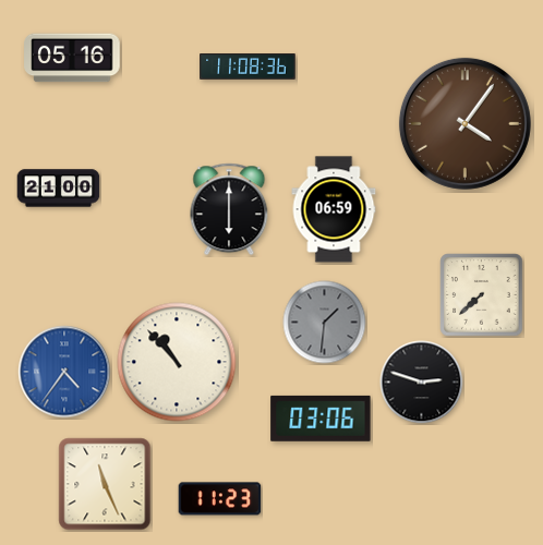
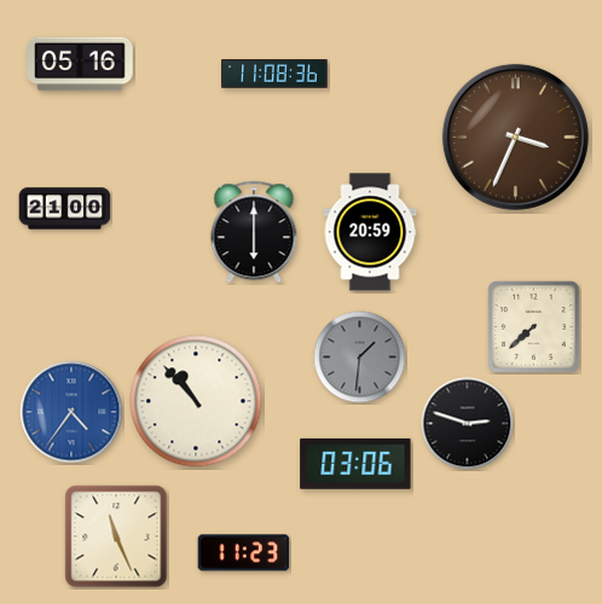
clock at (464, 123): 4:06 -> 3:34
clock at (334, 209): 06:59 -> 20:59
